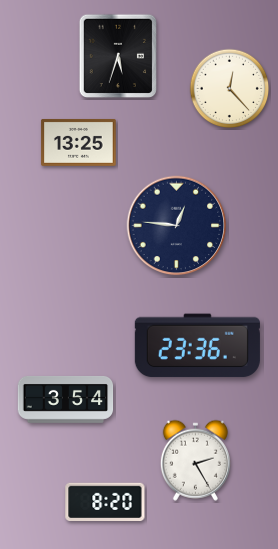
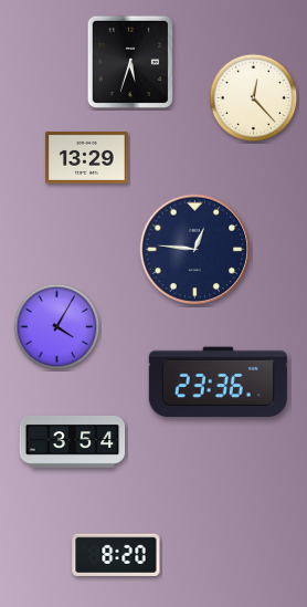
clock at (79, 142): 13:25 -> 13:29
clock at (57, 327): none -> 4:05
clock at (195, 460): 2:25 -> none
